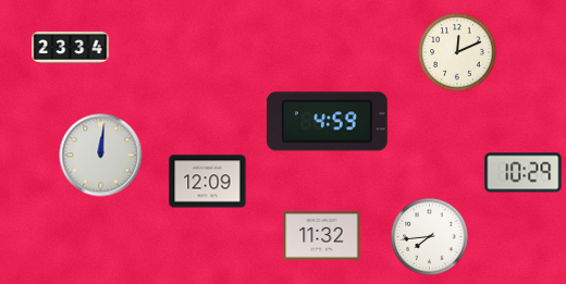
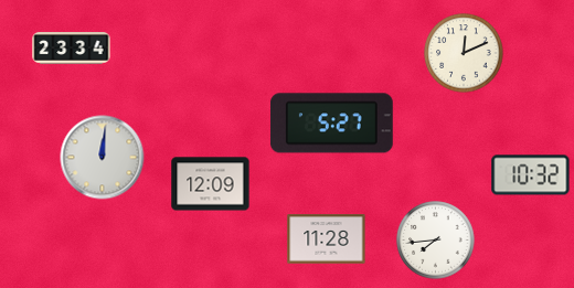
clock at (327, 122): 4:59 -> 5:27
clock at (524, 173): 10:29 -> 10:32
clock at (322, 236): 11:32 -> 11:28
